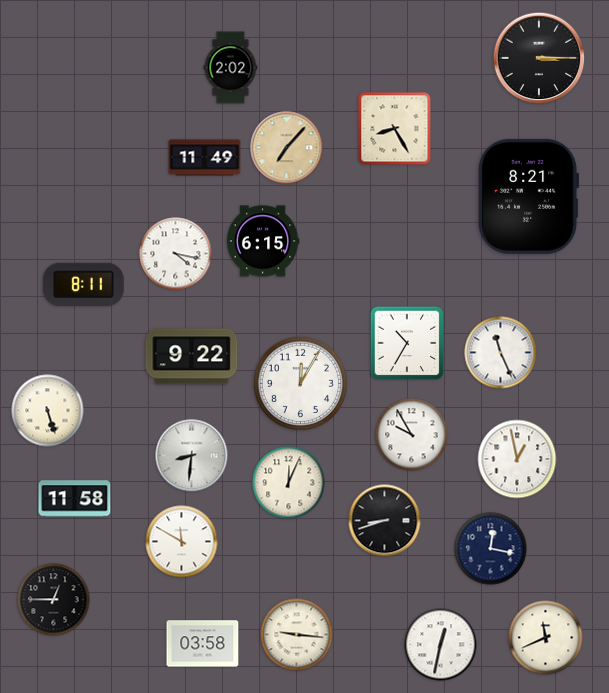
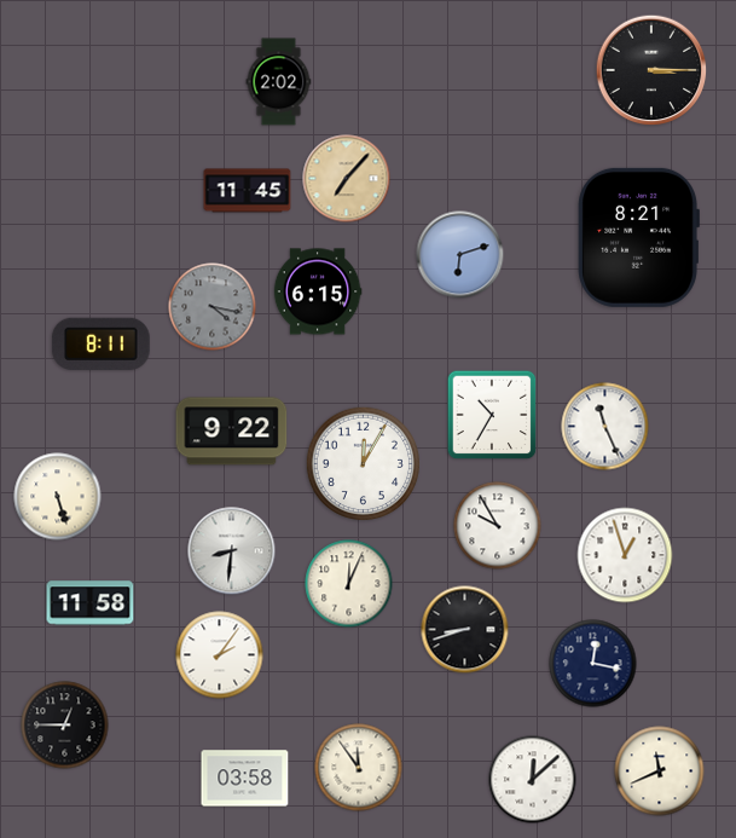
clock at (395, 129): 8:25 -> none
clock at (205, 158): 11:49 -> 11:45
clock at (460, 255): none -> 6:12
clock at (176, 254) dial: white -> grey
clock at (517, 459): 12:58 -> 12:57
clock at (182, 542): 11:50 -> 2:06
clock at (297, 635): 9:16 -> 11:54
clock at (441, 645): 12:32 -> 12:08
